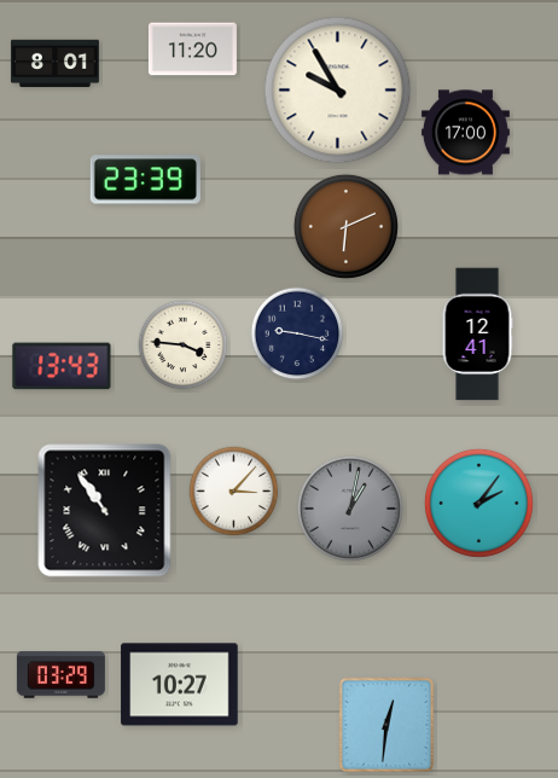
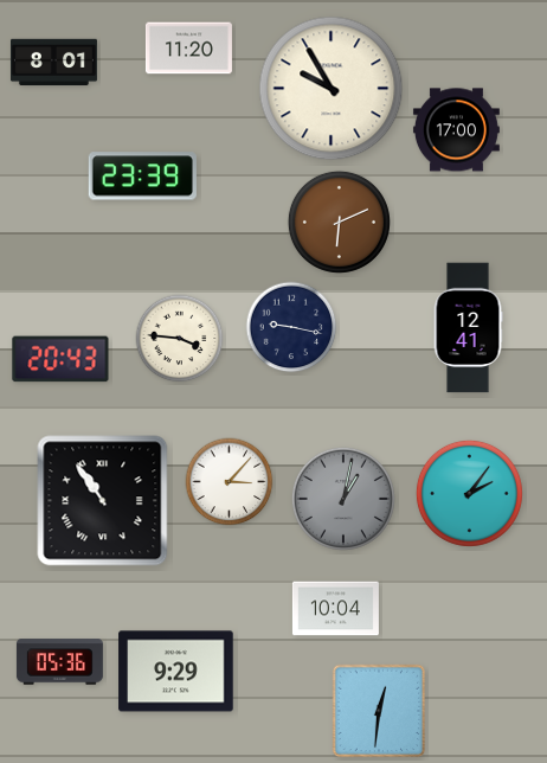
clock at (62, 366): 13:43 -> 20:43
clock at (335, 609): none -> 10:04
clock at (60, 675): 03:29 -> 05:36
clock at (180, 685): 10:27 -> 9:29
